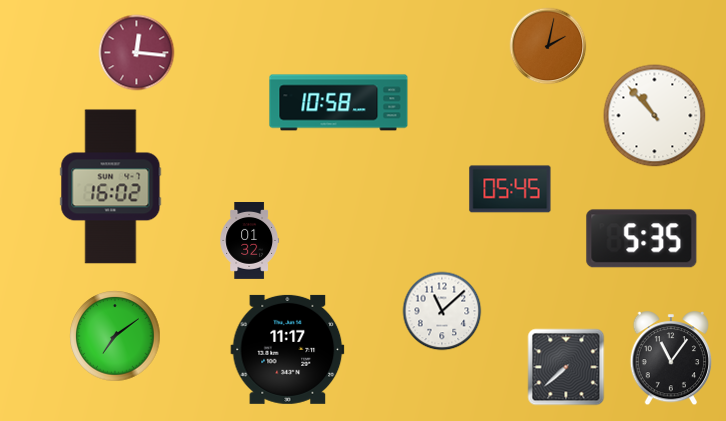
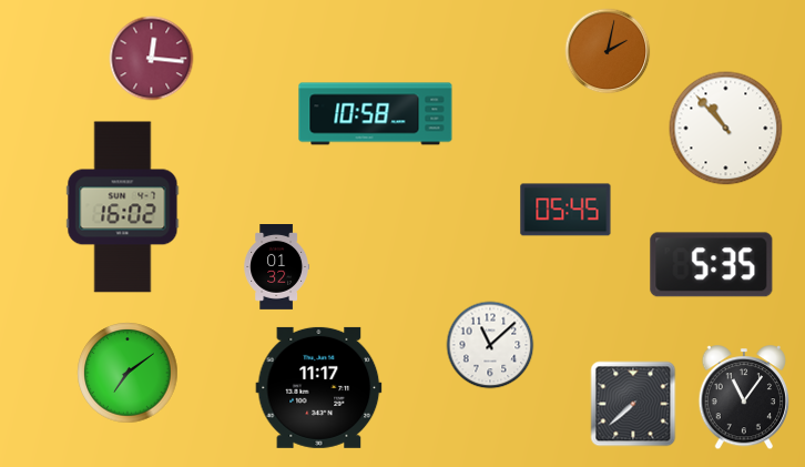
clock at (566, 367) position: (566, 367) -> (633, 404)
